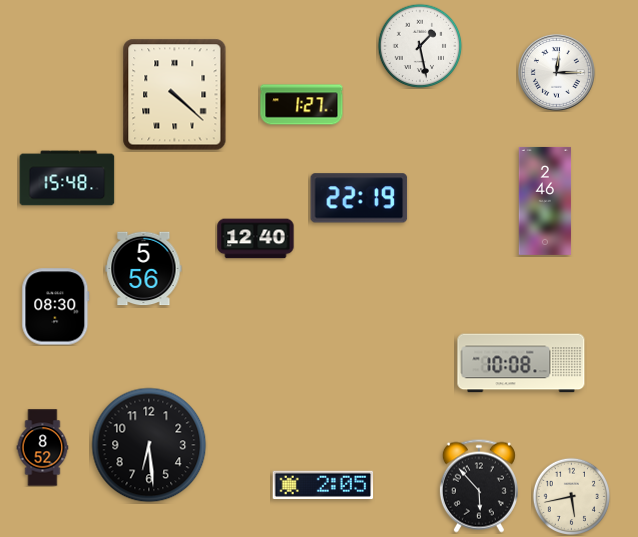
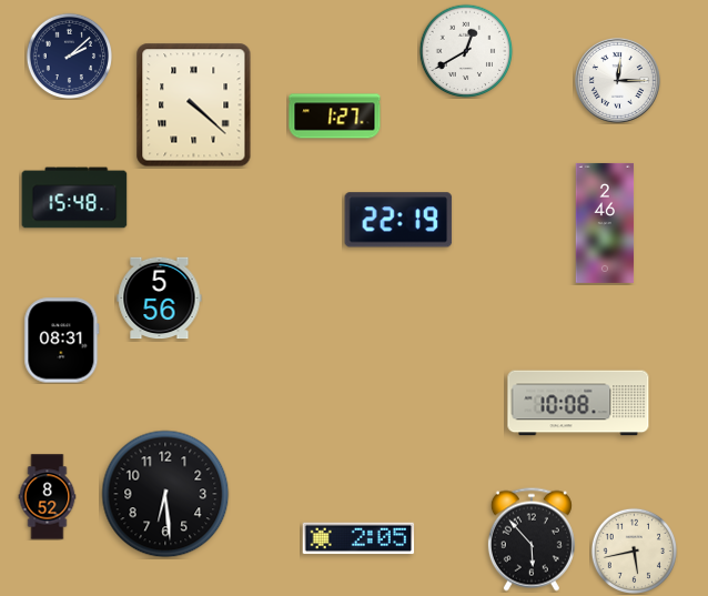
clock at (420, 46): 1:28 -> 12:40
clock at (69, 55): none -> 2:08
clock at (256, 239): 12:40 -> none
clock at (56, 307): 08:30 -> 08:31
